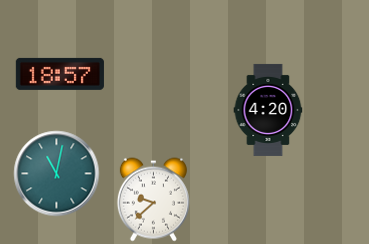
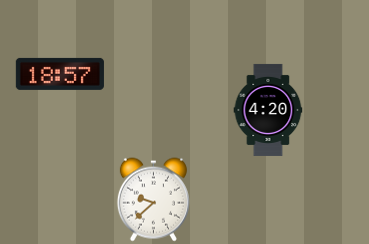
clock at (56, 173): 11:02 -> none
